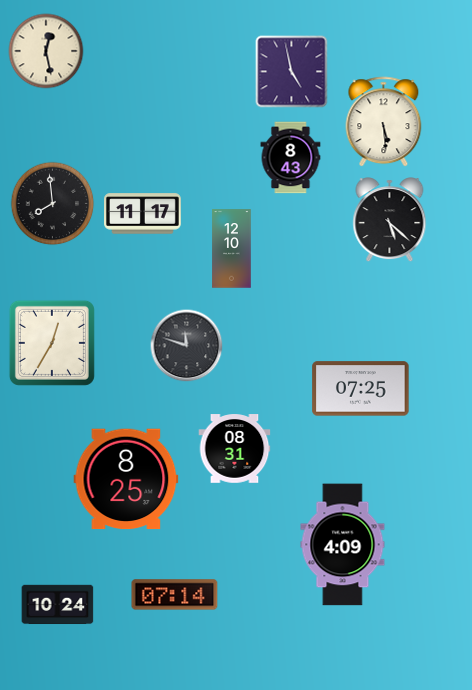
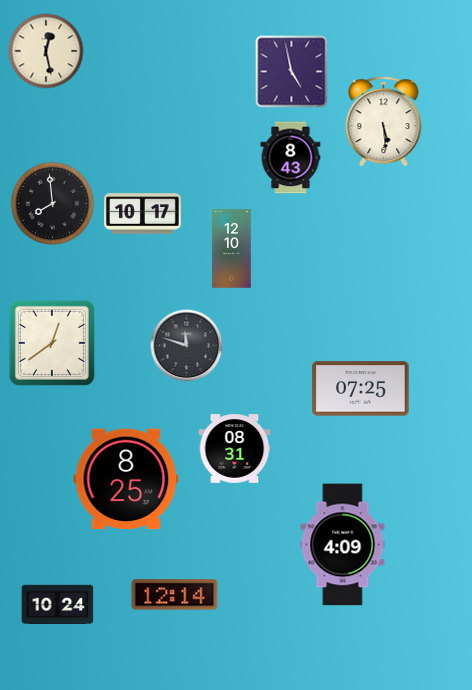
clock at (143, 214): 11:17 -> 10:17
clock at (390, 220): 5:22 -> none
clock at (52, 343): 12:35 -> 12:39
clock at (175, 595): 07:14 -> 12:14
